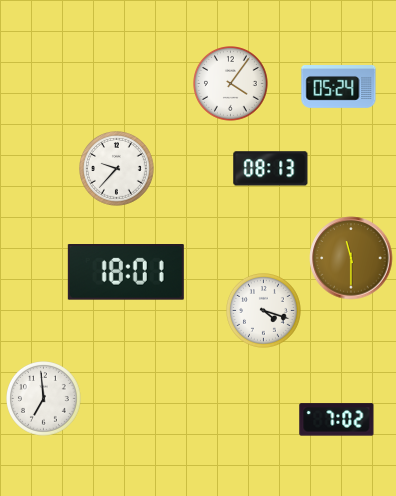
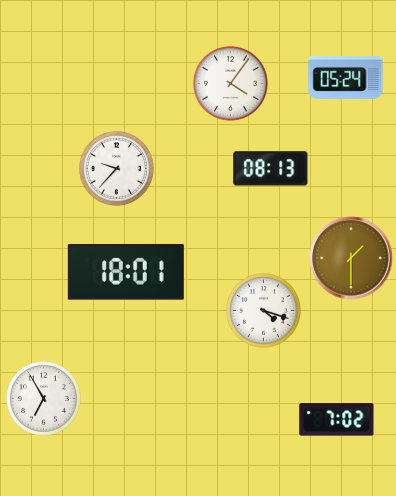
clock at (339, 87) position: (339, 87) -> (346, 78)
clock at (351, 258): 11:30 -> 1:30
clock at (44, 399): 6:59 -> 6:55
